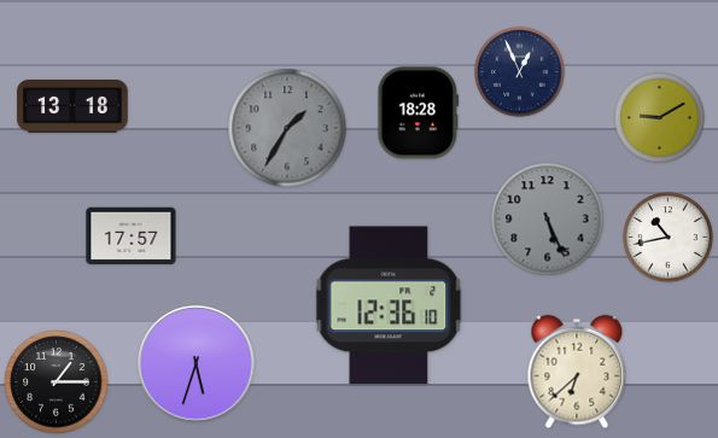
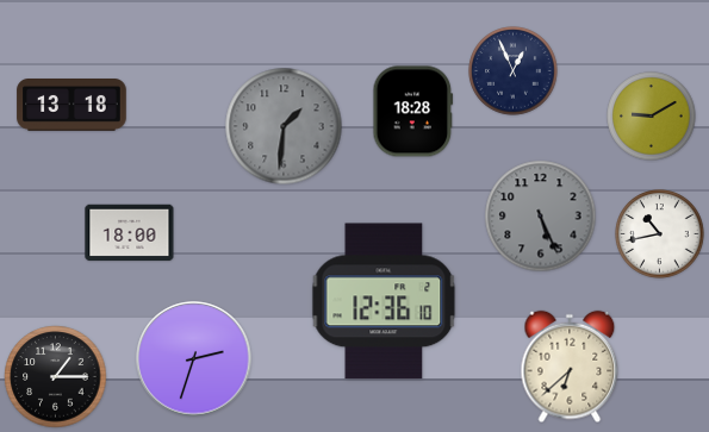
clock at (287, 128): 1:35 -> 1:31
clock at (132, 236): 17:57 -> 18:00
clock at (197, 364): 5:33 -> 2:33
